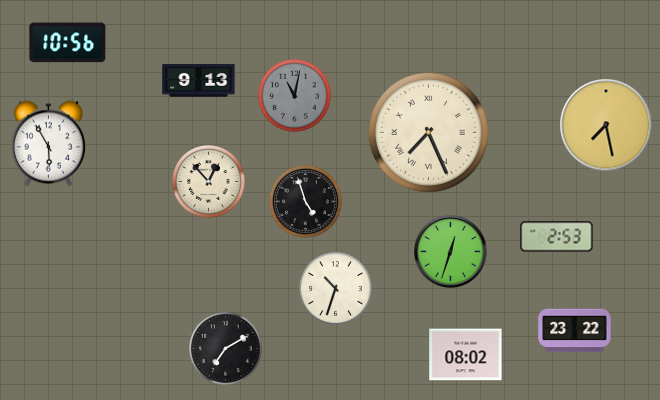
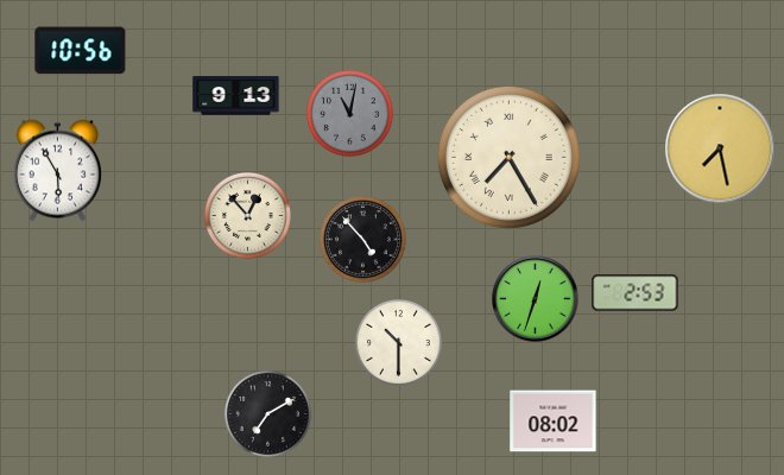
clock at (428, 132): 7:26 -> 7:25
clock at (305, 201): 4:57 -> 4:53
clock at (557, 237) position: (557, 237) -> (636, 293)
clock at (335, 288): 10:33 -> 10:30
clock at (575, 331): 23:22 -> none
